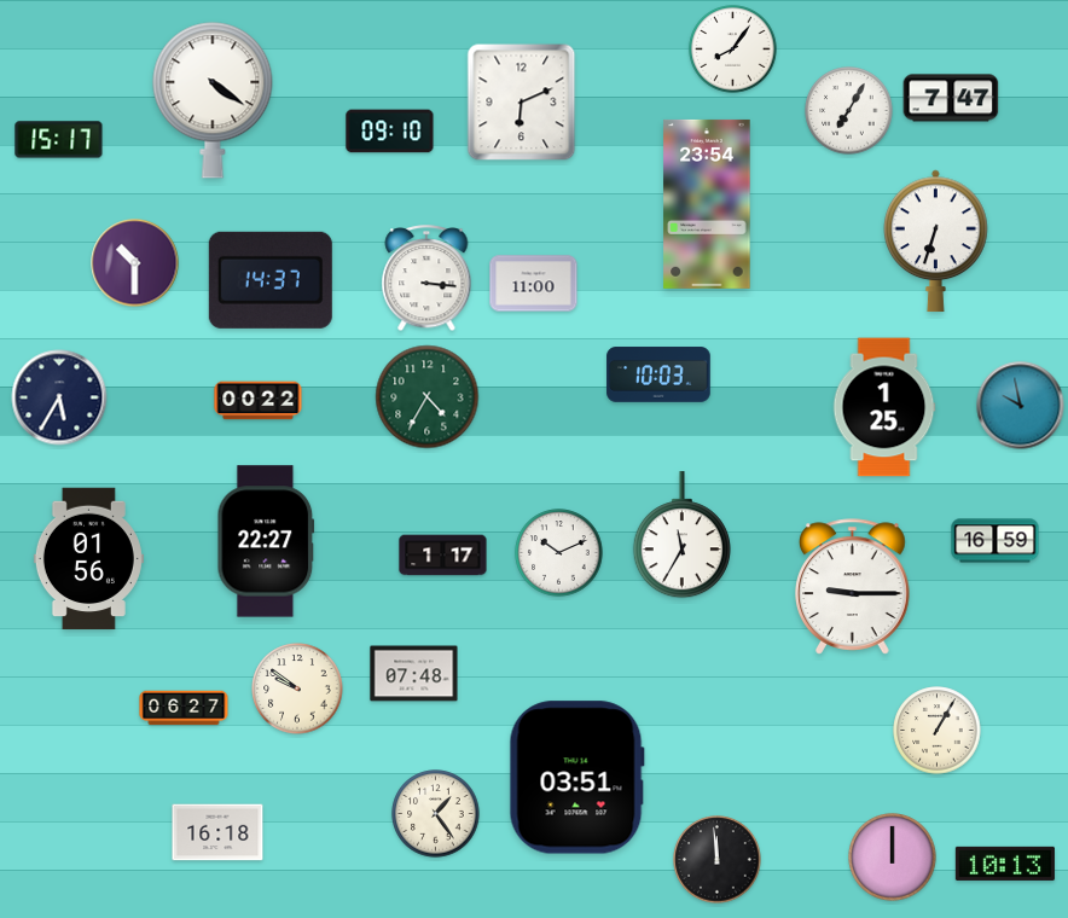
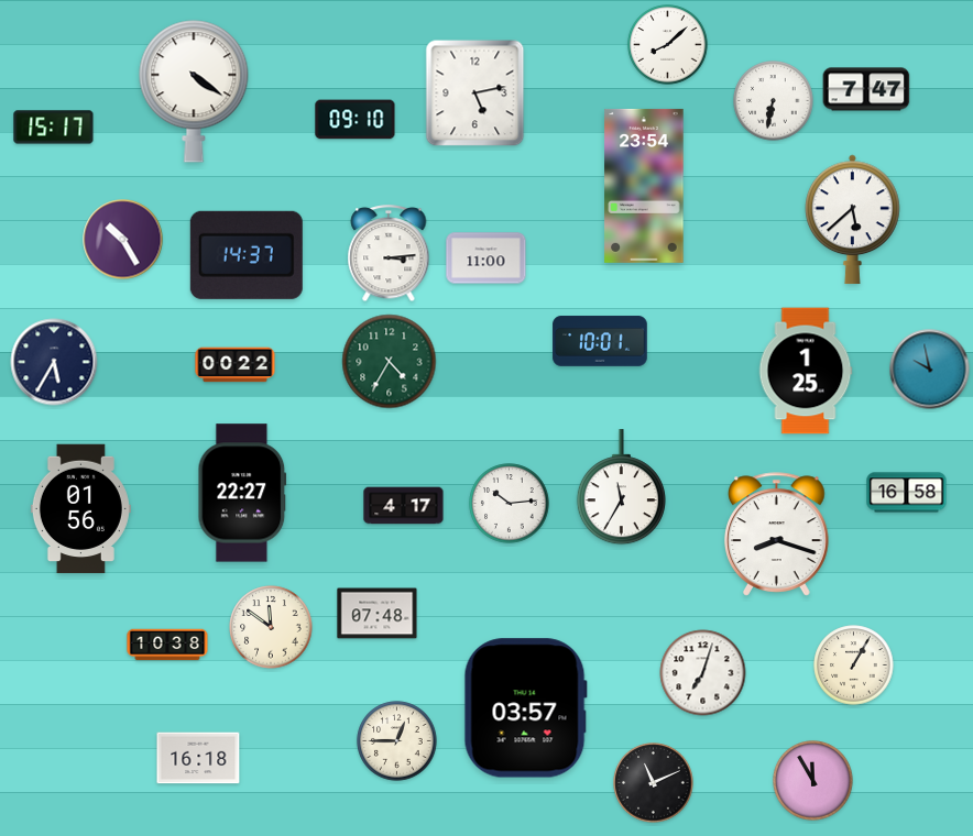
clock at (733, 50): 8:06 -> 8:08
clock at (522, 103): 6:11 -> 5:13
clock at (849, 111): 7:05 -> 6:32
clock at (936, 242): 6:33 -> 5:38
clock at (135, 263): 10:30 -> 10:25
clock at (426, 279): 3:16 -> 3:14
clock at (658, 374): 10:03 -> 10:01
clock at (996, 541): 16:59 -> 16:58
clock at (559, 553): 10:11 -> 10:14
clock at (443, 556): 1:17 -> 4:17
clock at (853, 587): 9:15 -> 8:18
clock at (297, 688): 9:51 -> 11:51
clock at (184, 708): 06:27 -> 10:38
clock at (703, 673): none -> 7:03
clock at (576, 778): 03:51 -> 03:57
clock at (436, 814): 1:24 -> 12:45
clock at (893, 858): 12:00 -> 11:55
clock at (718, 860): 11:59 -> 11:11
clock at (1005, 864): 10:13 -> none
